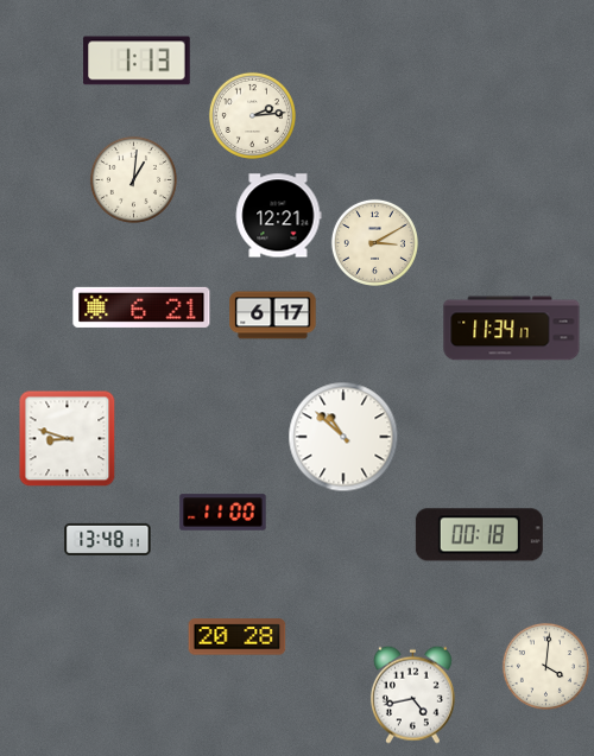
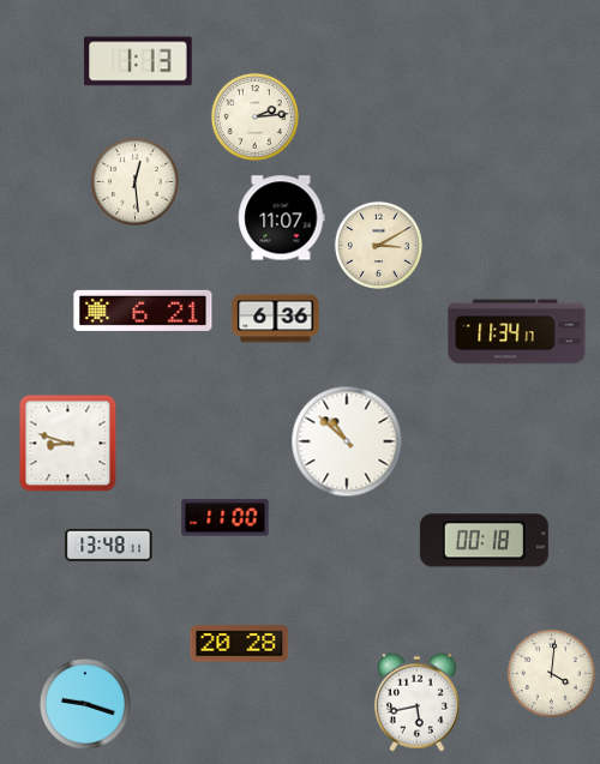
clock at (133, 179): 1:01 -> 12:29
clock at (278, 216): 12:21 -> 11:07
clock at (273, 316): 6:17 -> 6:36
clock at (412, 694): 4:43 -> 5:43
clock at (85, 704): none -> 9:18
